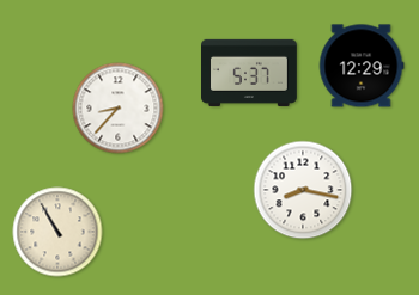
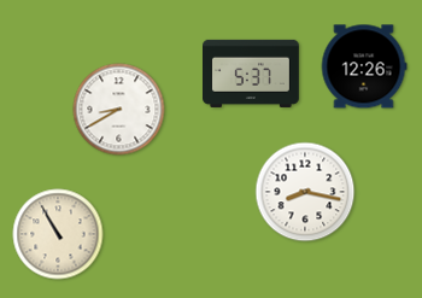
clock at (362, 66): 12:29 -> 12:26
clock at (119, 109): 8:37 -> 8:40
